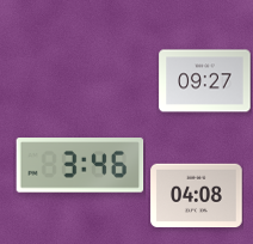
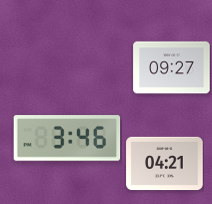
clock at (197, 196): 04:08 -> 04:21
